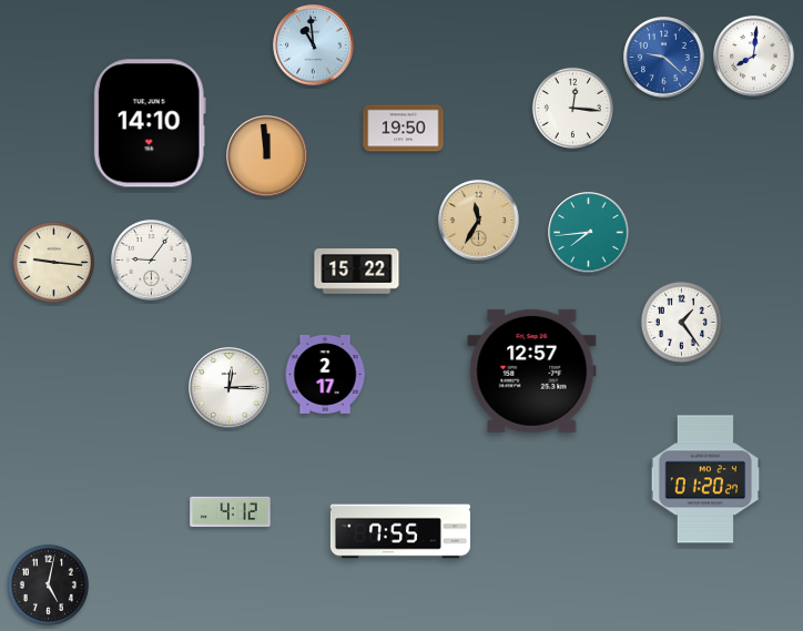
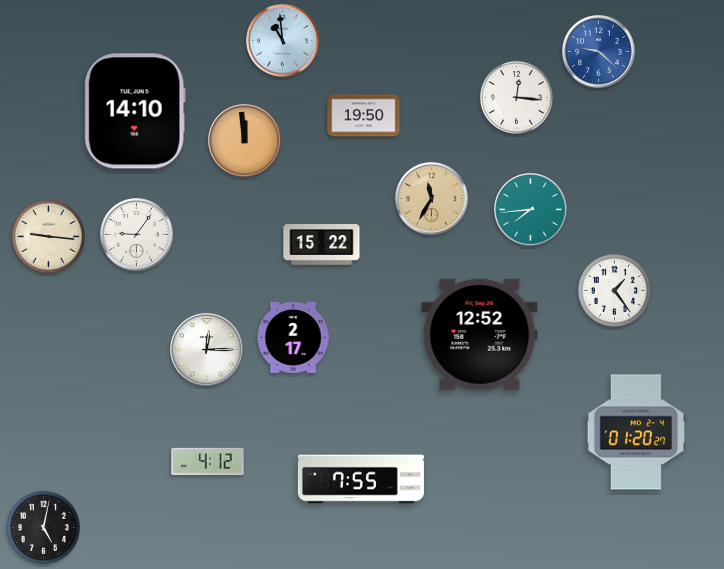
clock at (754, 57): 8:01 -> none
clock at (267, 156) position: (267, 156) -> (245, 141)
clock at (532, 370): 12:57 -> 12:52
